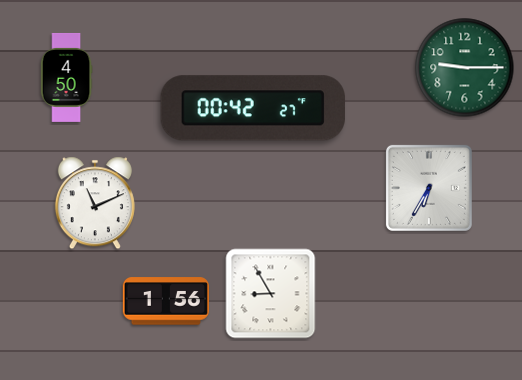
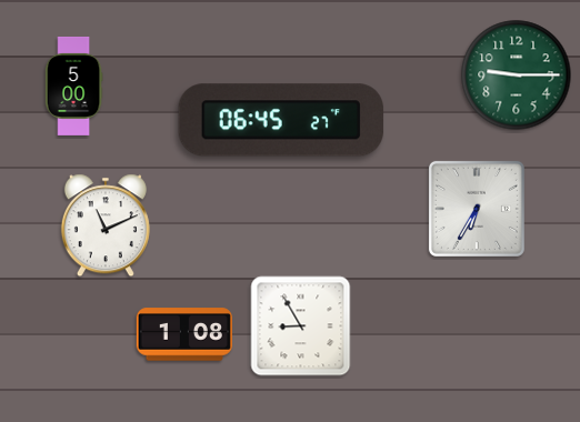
clock at (66, 77): 4:50 -> 5:00
clock at (253, 108): 00:42 -> 06:45
clock at (166, 301): 1:56 -> 1:08
